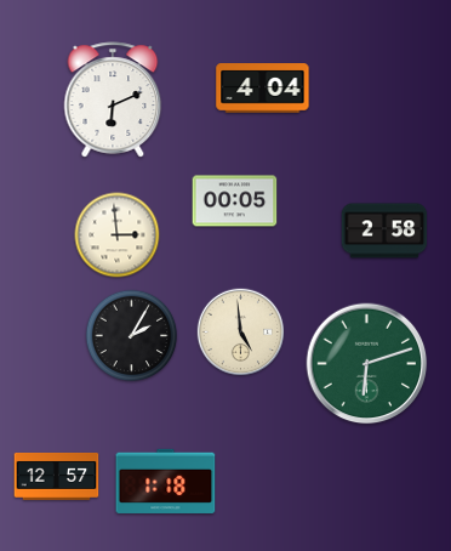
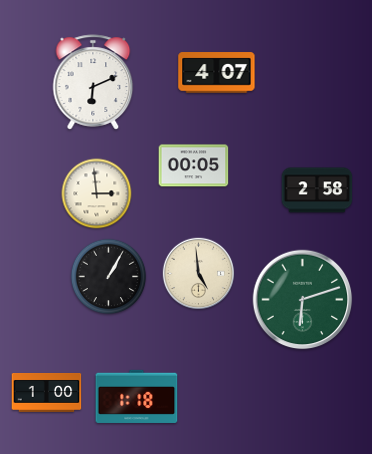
clock at (263, 89): 4:04 -> 4:07
clock at (132, 336): 2:05 -> 1:05
clock at (57, 477): 12:57 -> 1:00
